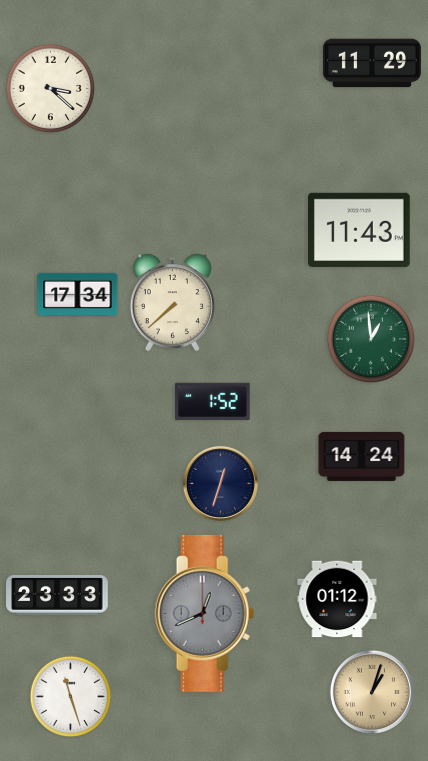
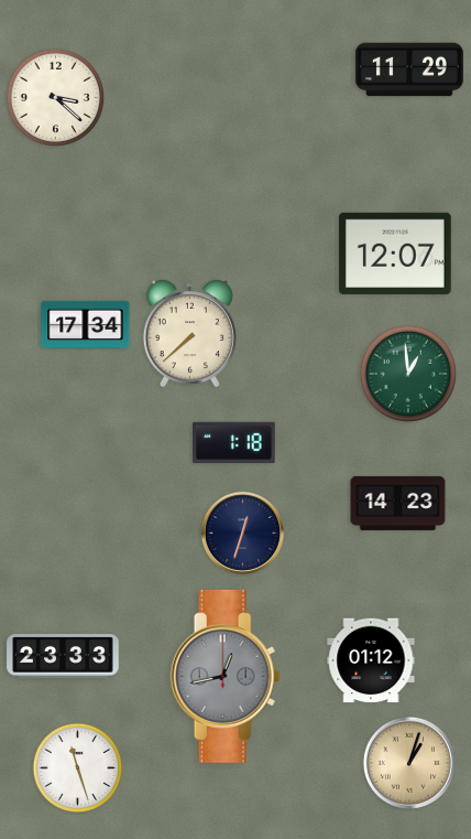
clock at (360, 230): 11:43 -> 12:07
clock at (213, 401): 1:52 -> 1:18
clock at (362, 456): 14:24 -> 14:23
clock at (205, 613): 12:41 -> 12:43
